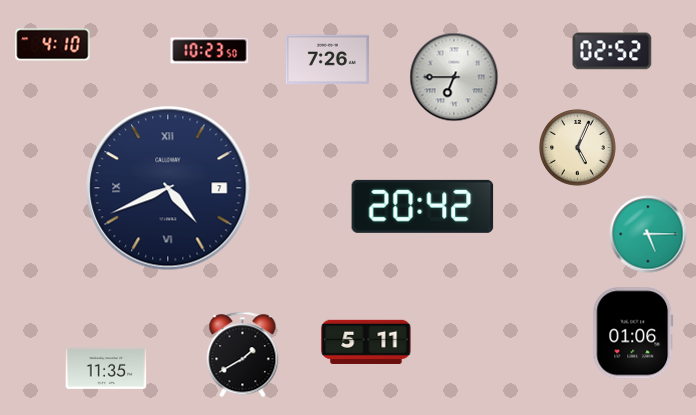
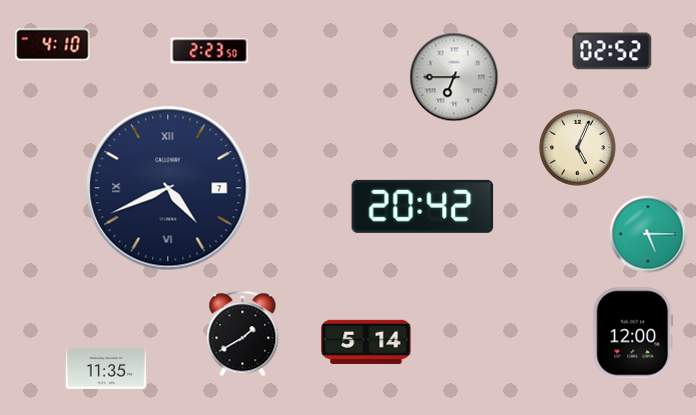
clock at (210, 51): 10:23 -> 2:23
clock at (327, 60): 7:26 -> none
clock at (633, 333): 01:06 -> 12:00
clock at (366, 342): 5:11 -> 5:14
clock at (243, 355) position: (243, 355) -> (243, 334)
